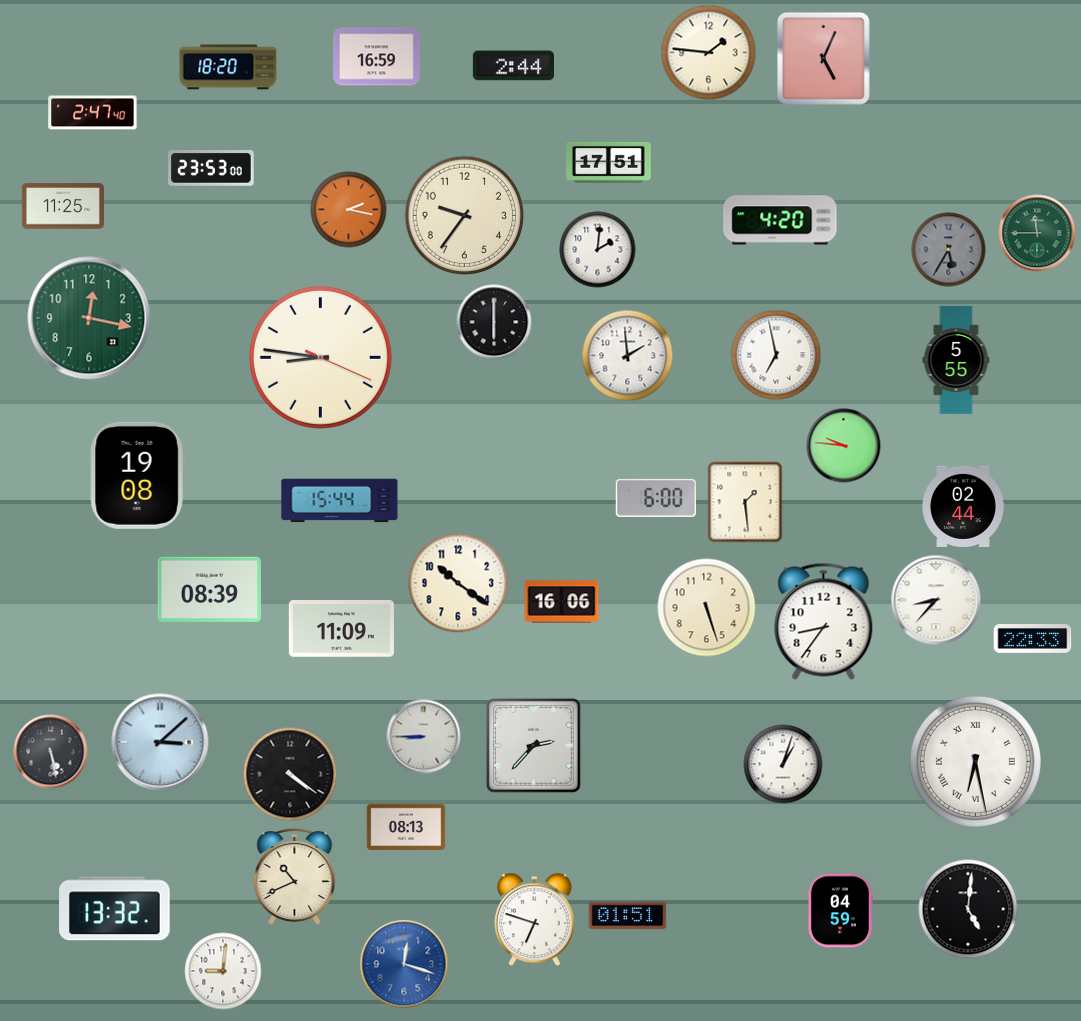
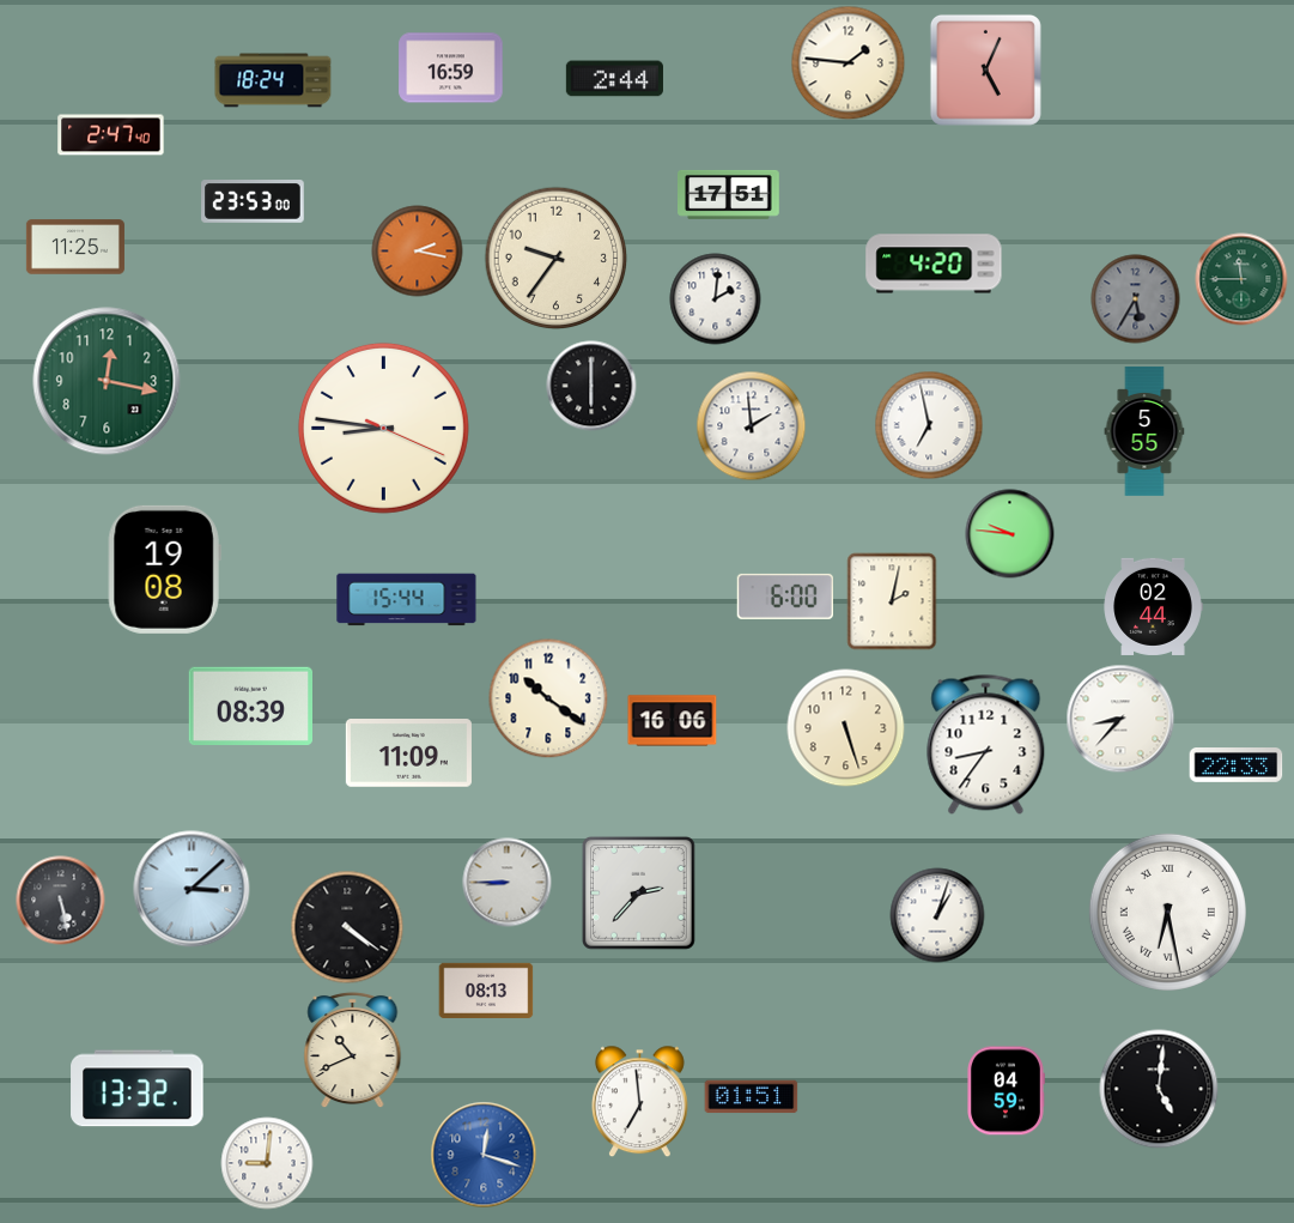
clock at (228, 67): 18:20 -> 18:24
clock at (745, 502): 1:29 -> 2:02
clock at (534, 920): 6:48 -> 6:59
